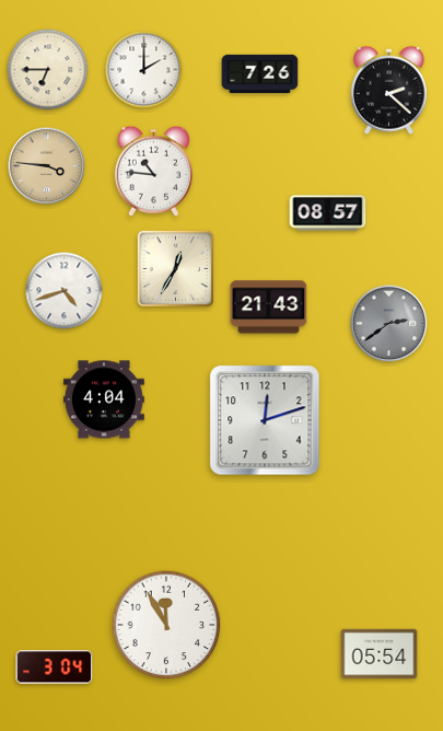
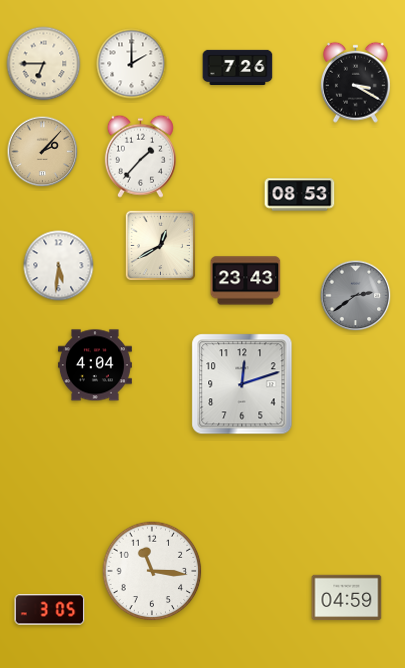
clock at (388, 90): 2:22 -> 3:20
clock at (47, 166): 3:46 -> 2:07
clock at (153, 171): 10:46 -> 1:37
clock at (328, 213): 08:57 -> 08:53
clock at (175, 268): 12:35 -> 12:40
clock at (65, 291): 4:42 -> 5:31
clock at (269, 308): 21:43 -> 23:43
clock at (166, 625): 11:55 -> 11:16
clock at (380, 654): 05:54 -> 04:59
clock at (55, 668): 3:04 -> 3:05
